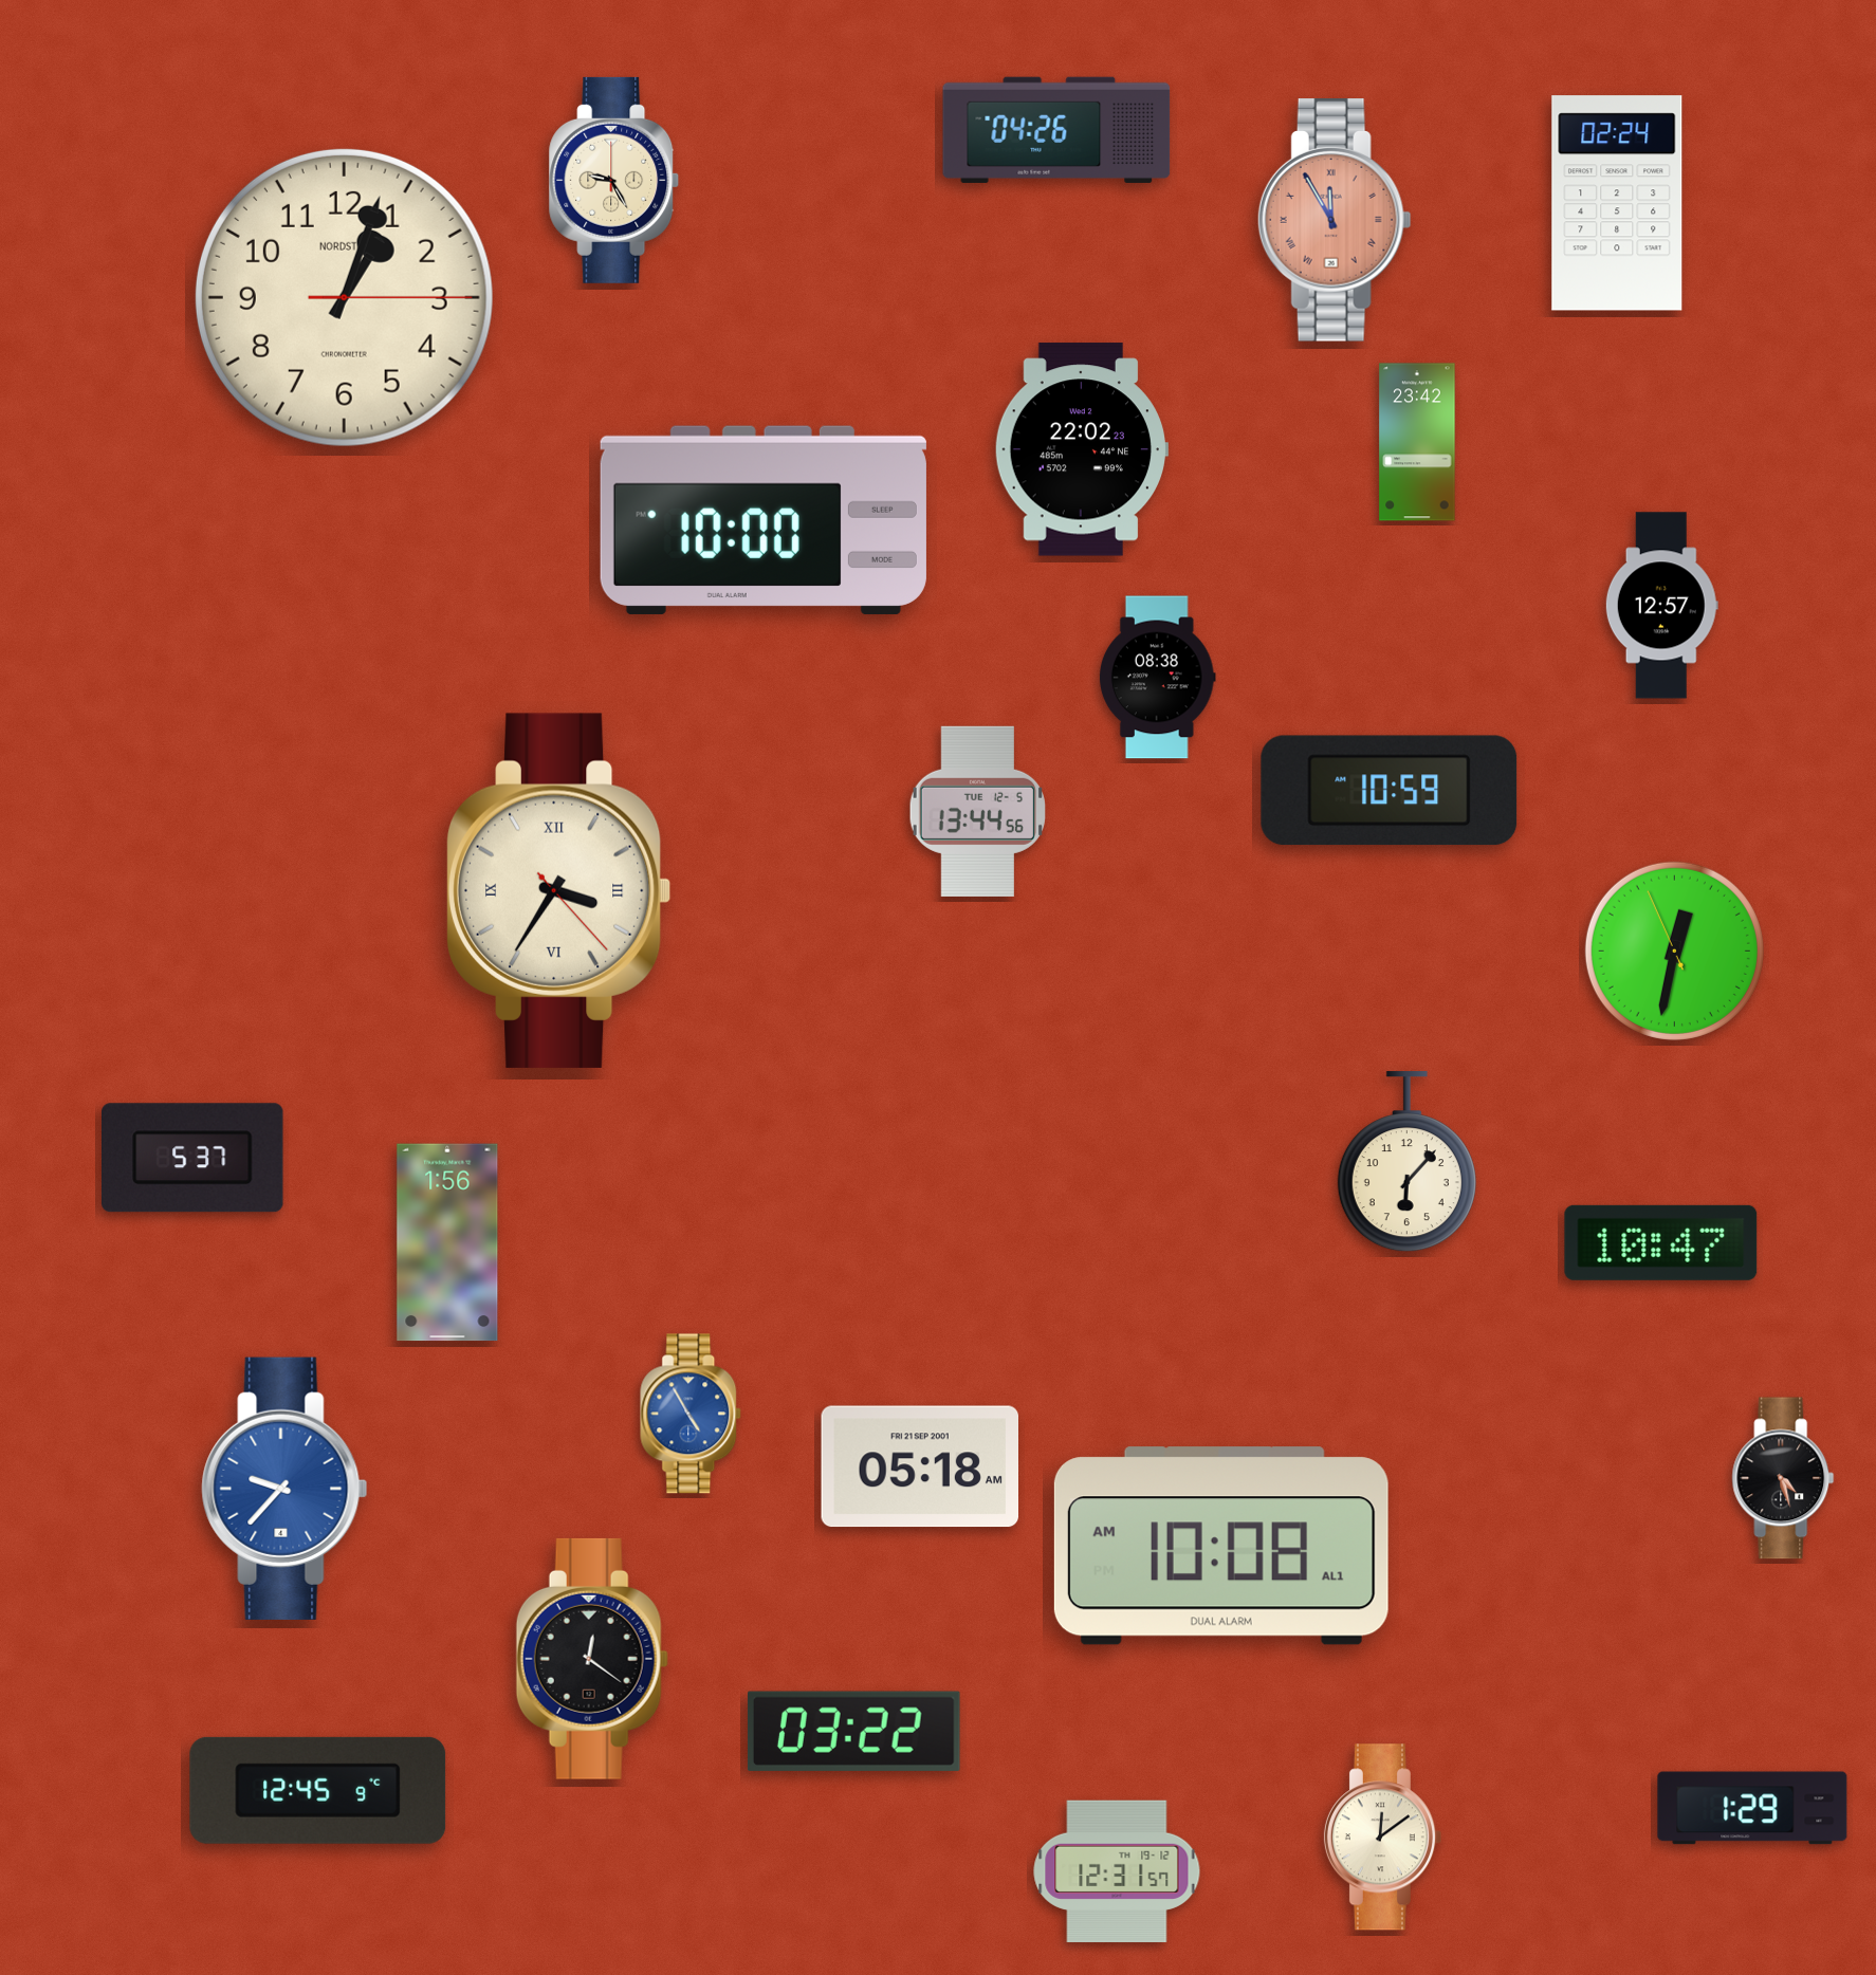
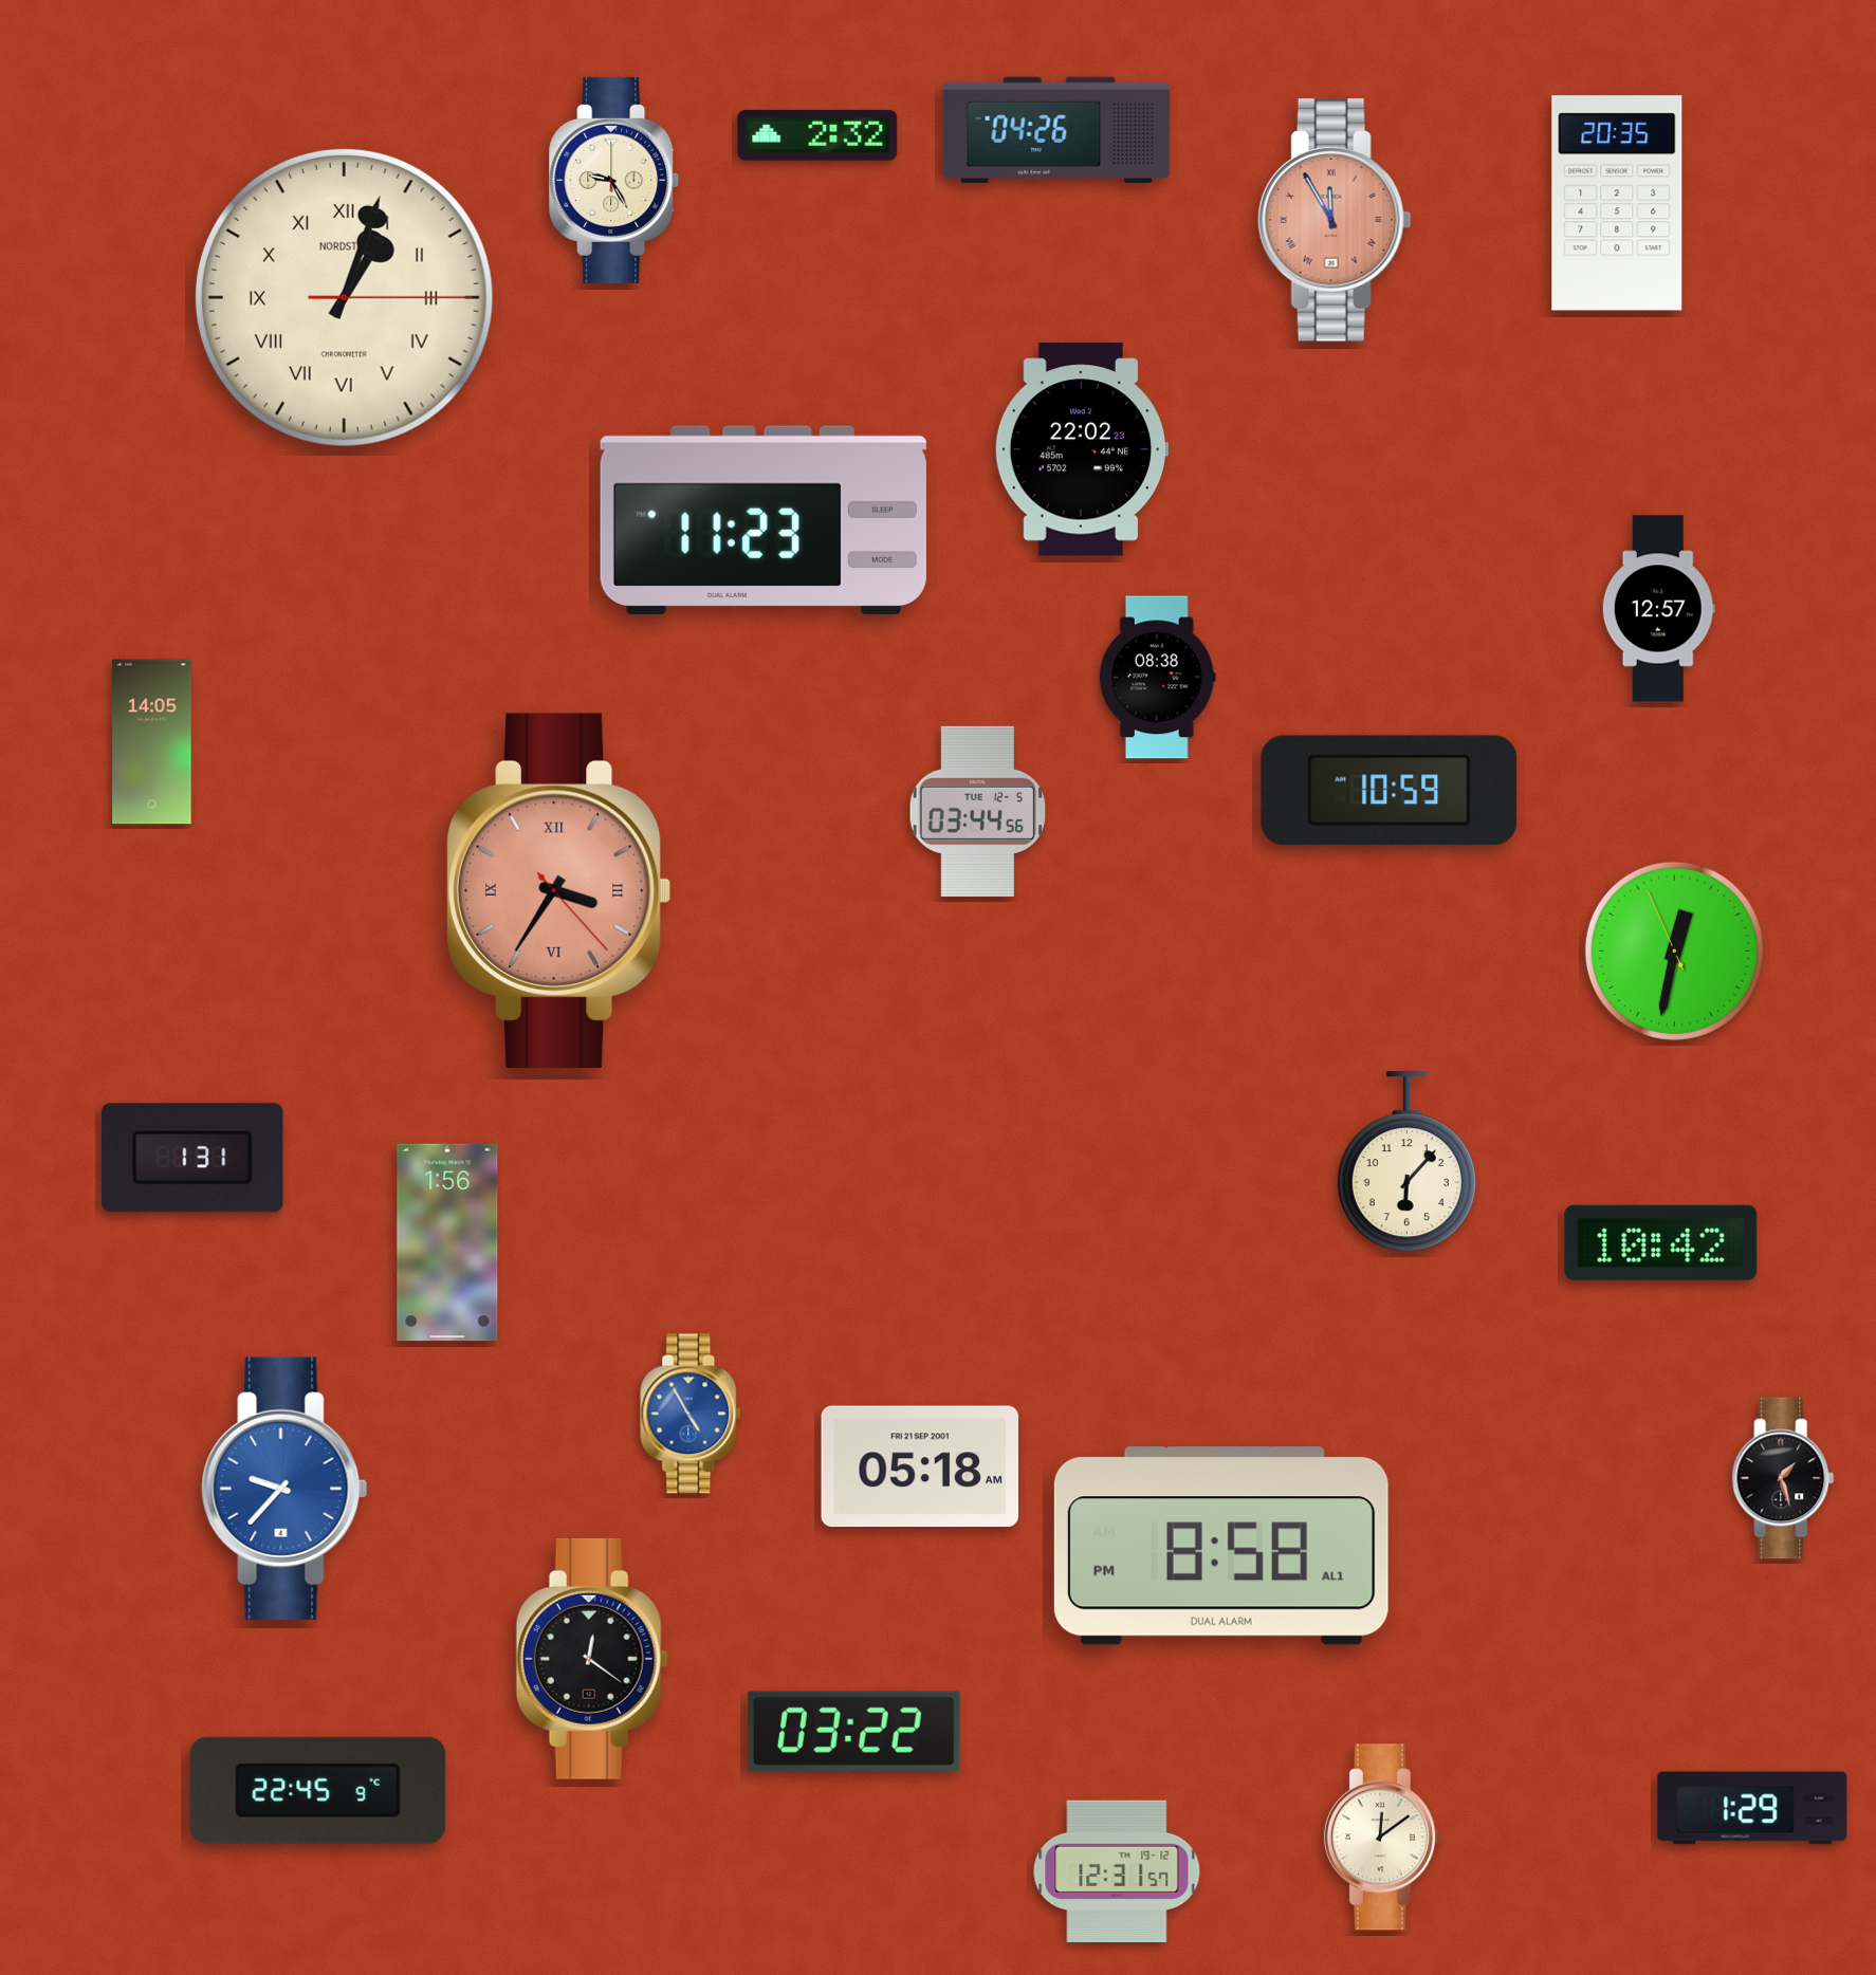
clock at (817, 135): none -> 2:32
clock at (1617, 203): 02:24 -> 20:35
clock at (344, 297) numerals: Arabic -> Roman
clock at (1417, 442): 23:42 -> none
clock at (764, 520): 10:00 -> 11:23
clock at (1661, 606) position: (1661, 606) -> (1658, 609)
clock at (152, 742): none -> 14:05
clock at (977, 811): 13:44 -> 03:44
clock at (558, 890) dial: cream -> salmon
clock at (194, 1158): 5:37 -> 1:31
clock at (1661, 1242): 10:47 -> 10:42
clock at (1783, 1478): 4:27 -> 1:27
clock at (1221, 1546): 10:08 -> 8:58
clock at (318, 1790): 12:45 -> 22:45
